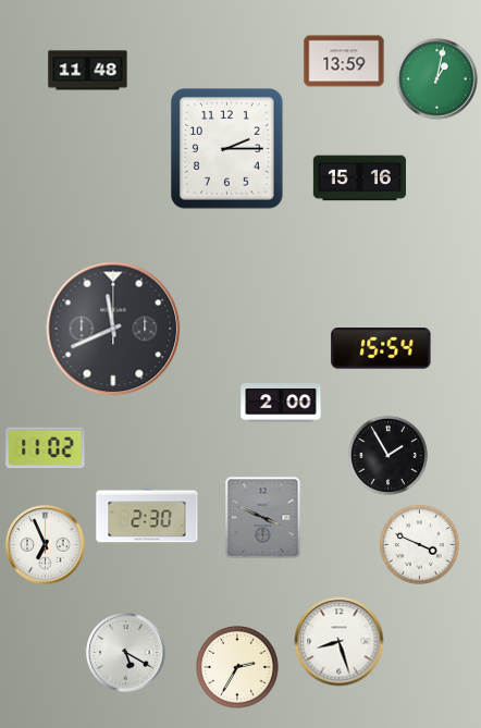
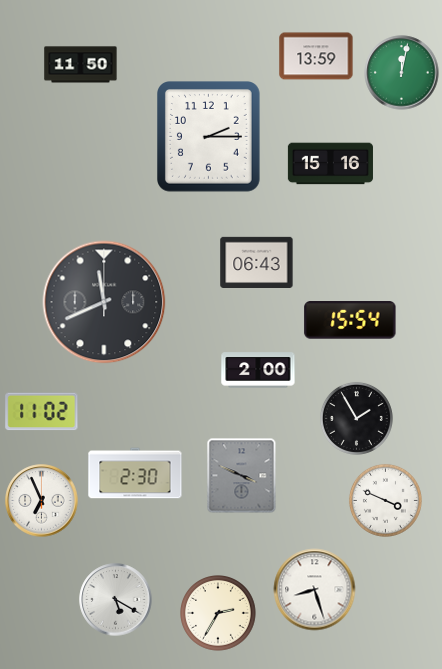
clock at (88, 71): 11:48 -> 11:50
clock at (437, 79): 1:02 -> 12:02
clock at (257, 262): none -> 06:43
clock at (340, 642) position: (340, 642) -> (315, 590)
